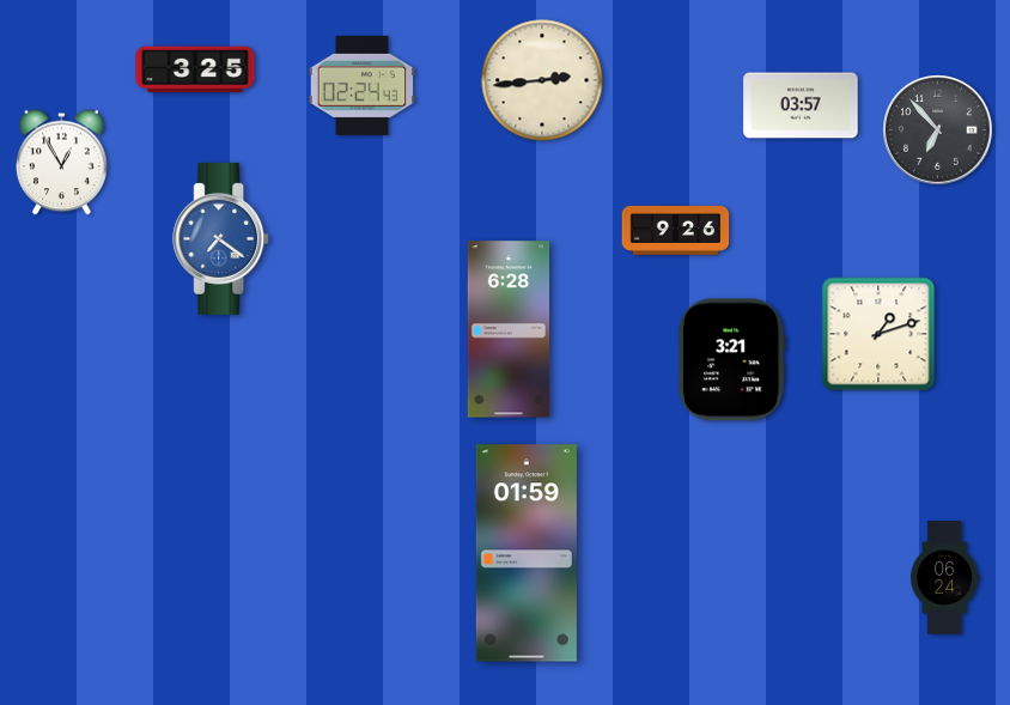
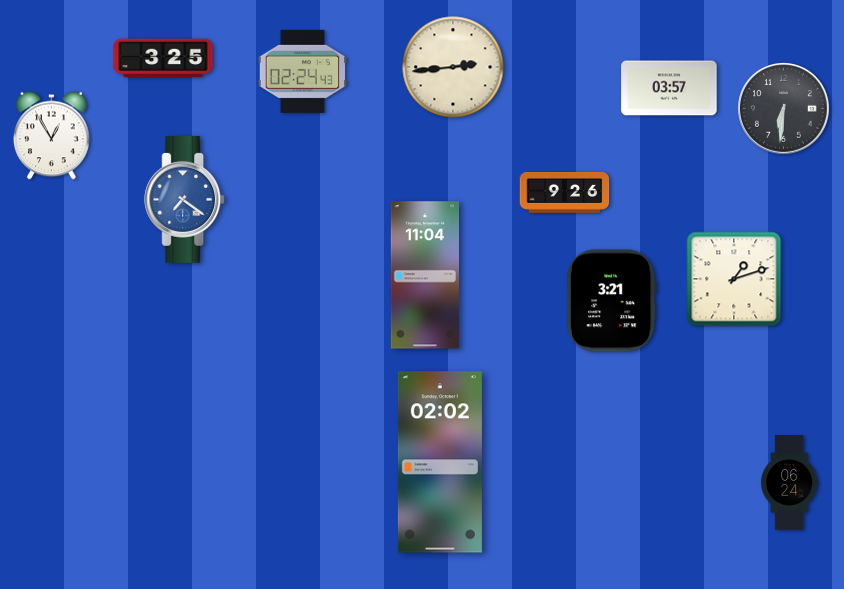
clock at (938, 130): 6:53 -> 6:31
clock at (507, 329): 6:28 -> 11:04
clock at (527, 553): 01:59 -> 02:02
